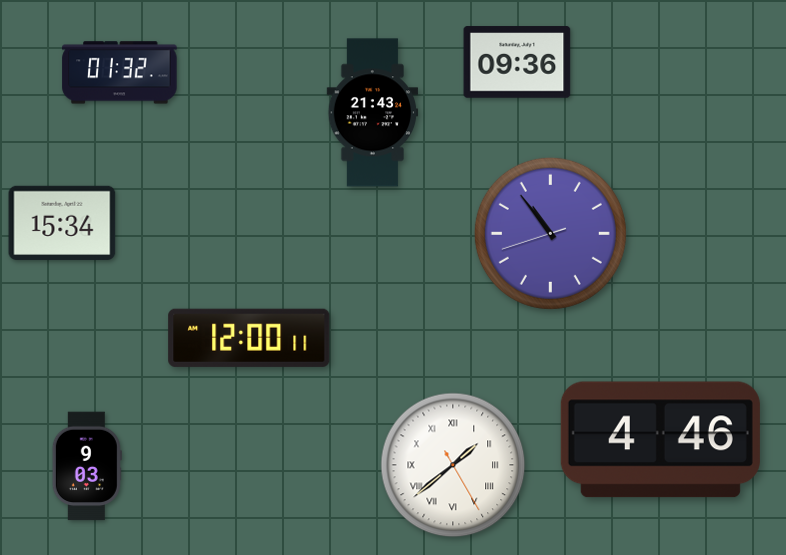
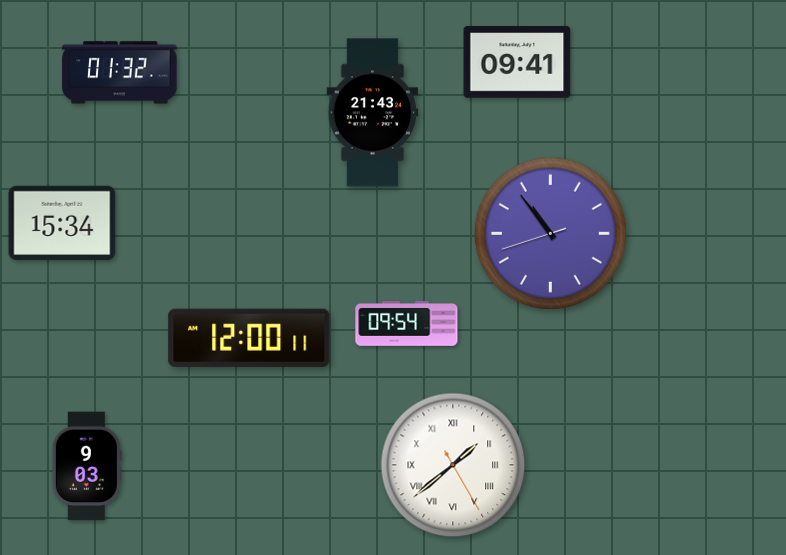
clock at (517, 62): 09:36 -> 09:41
clock at (407, 324): none -> 09:54
clock at (660, 440): 4:46 -> none
